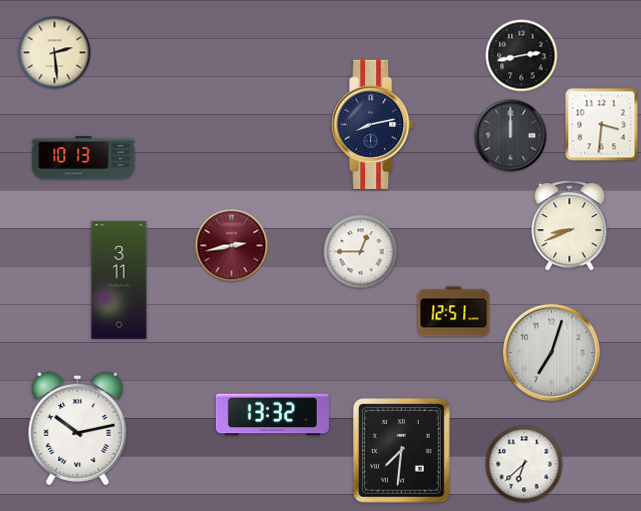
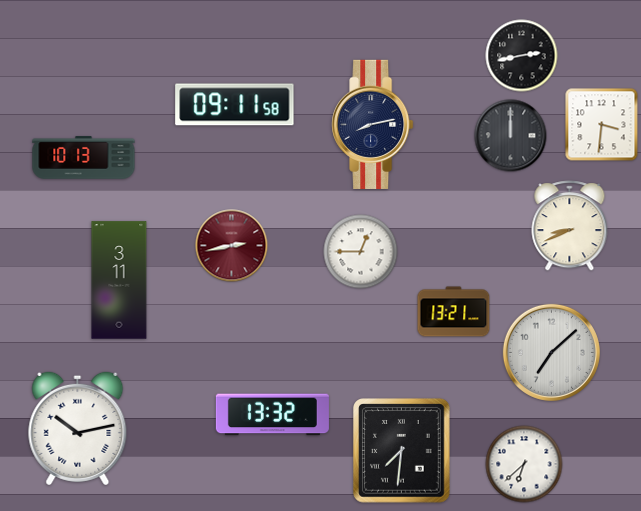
clock at (55, 53): 2:29 -> none
clock at (235, 105): none -> 09:11
clock at (454, 312): 12:51 -> 13:21
clock at (551, 352): 7:03 -> 7:08
